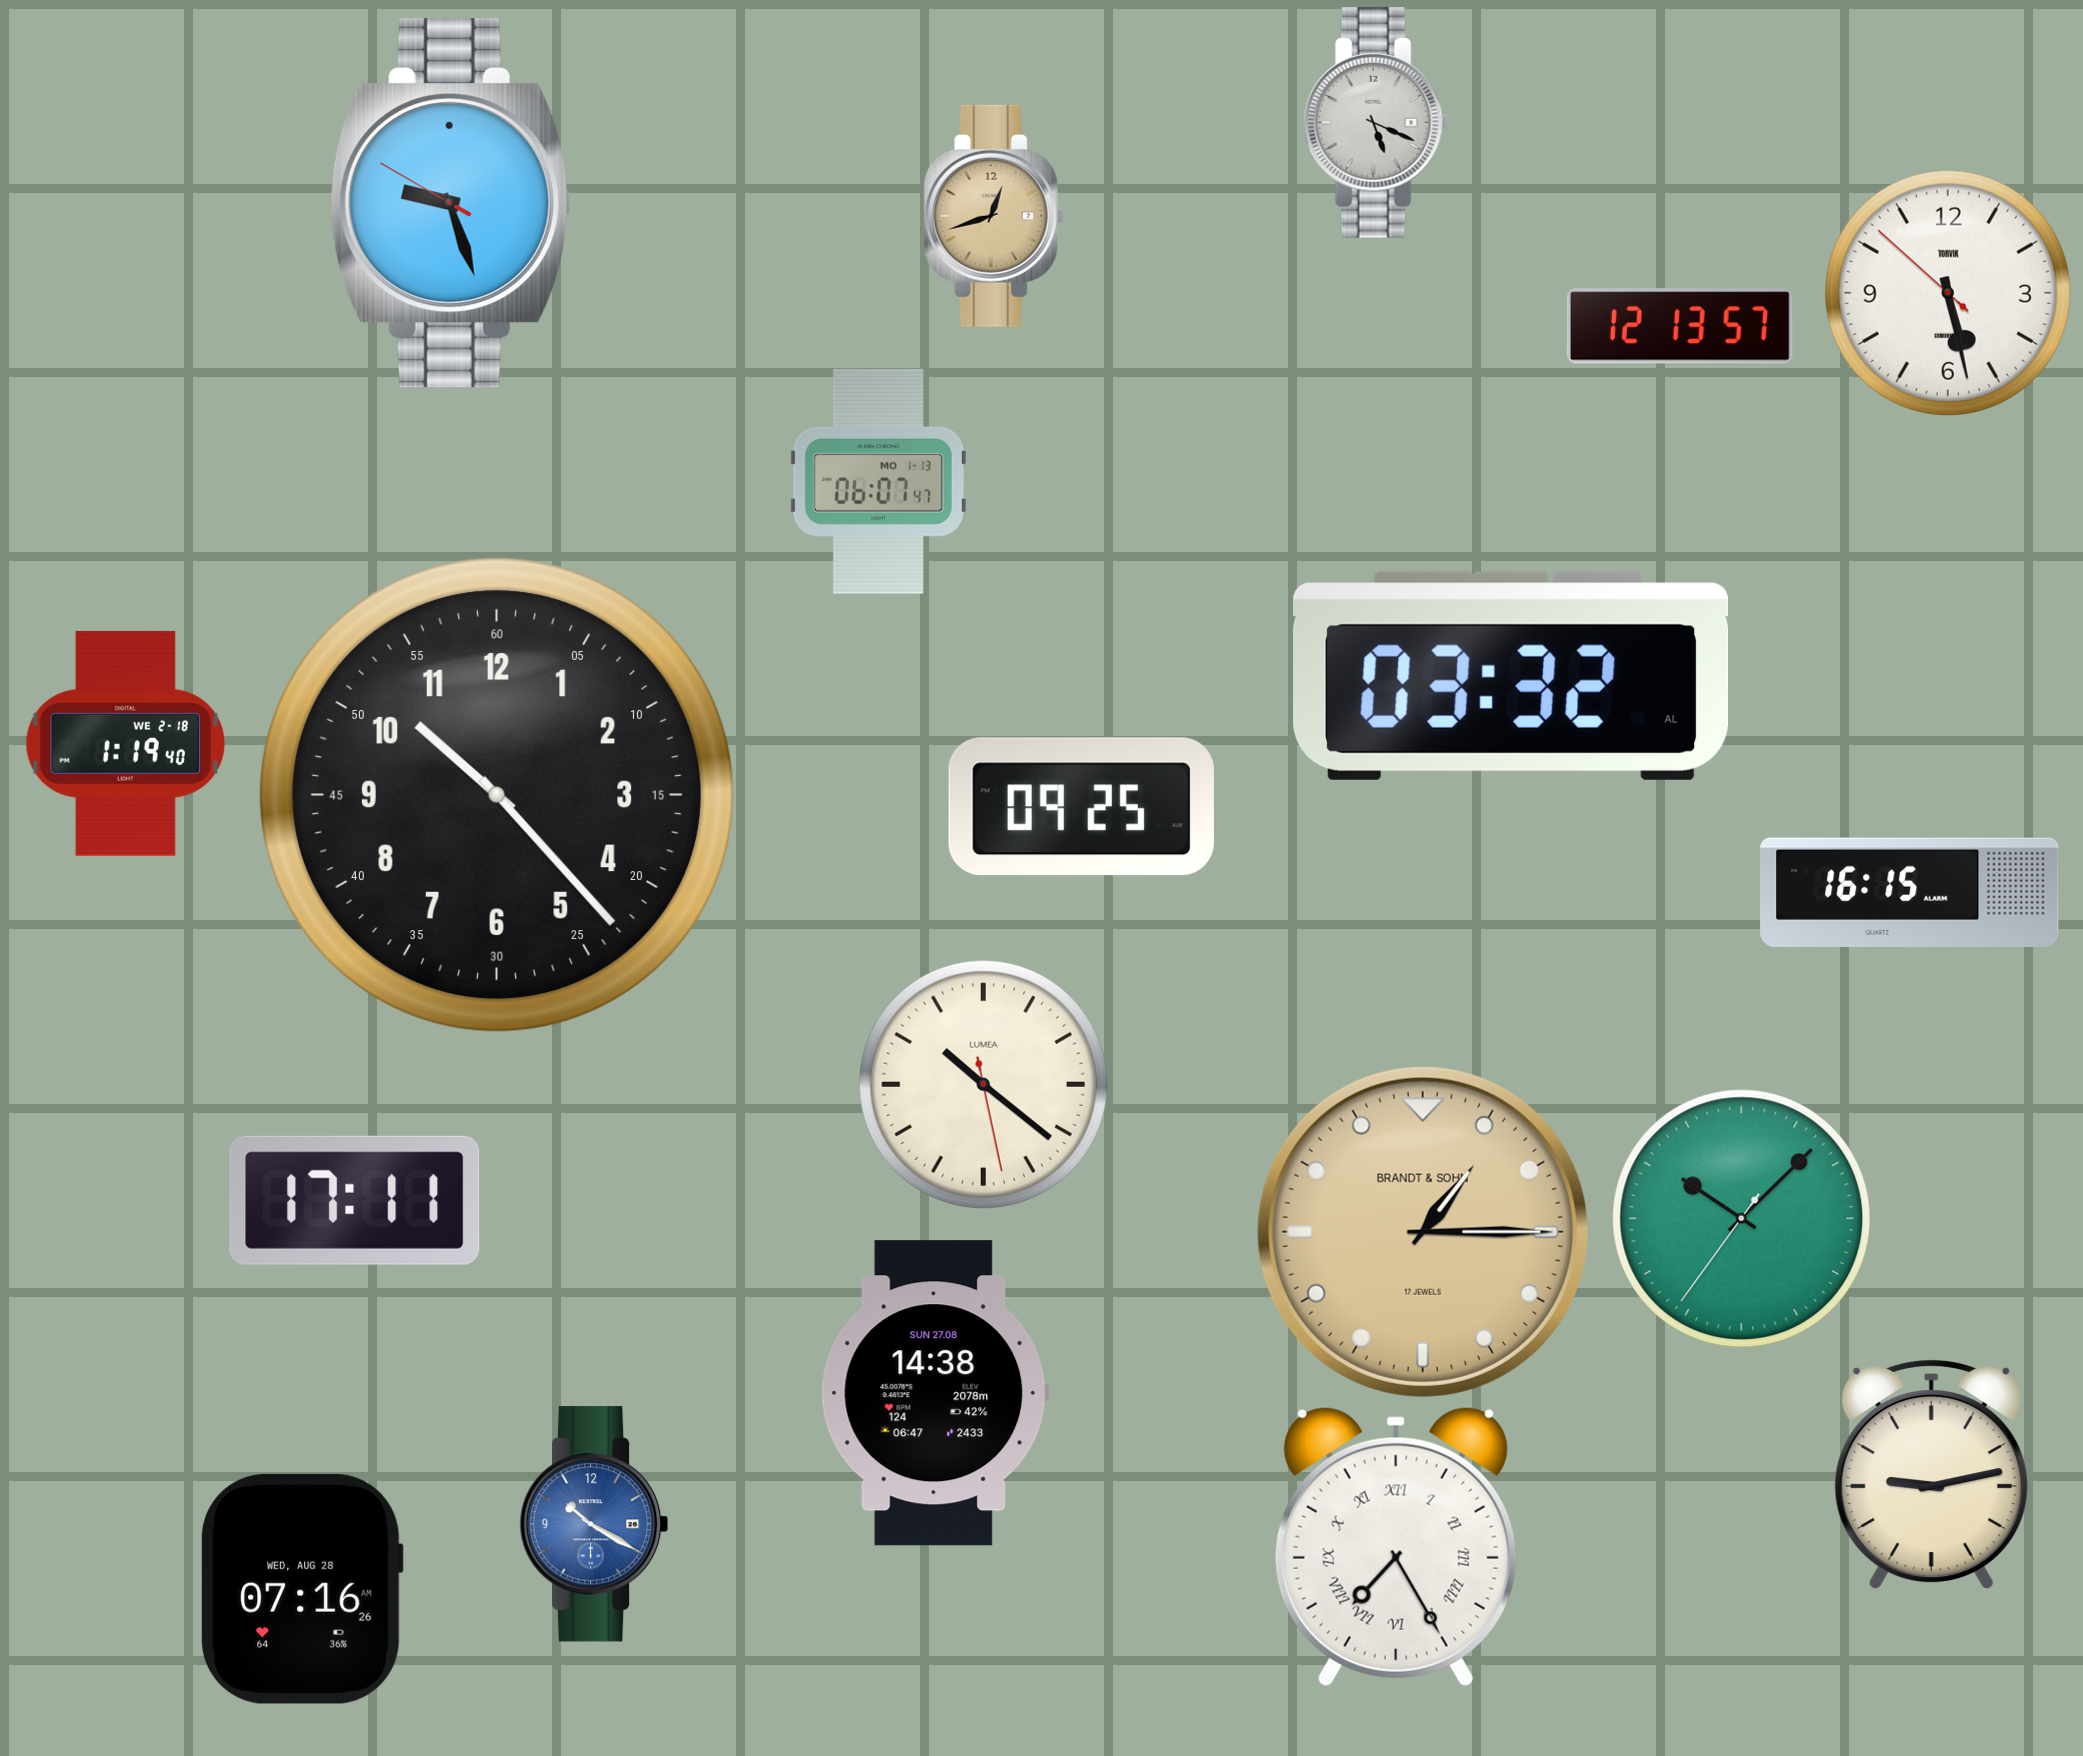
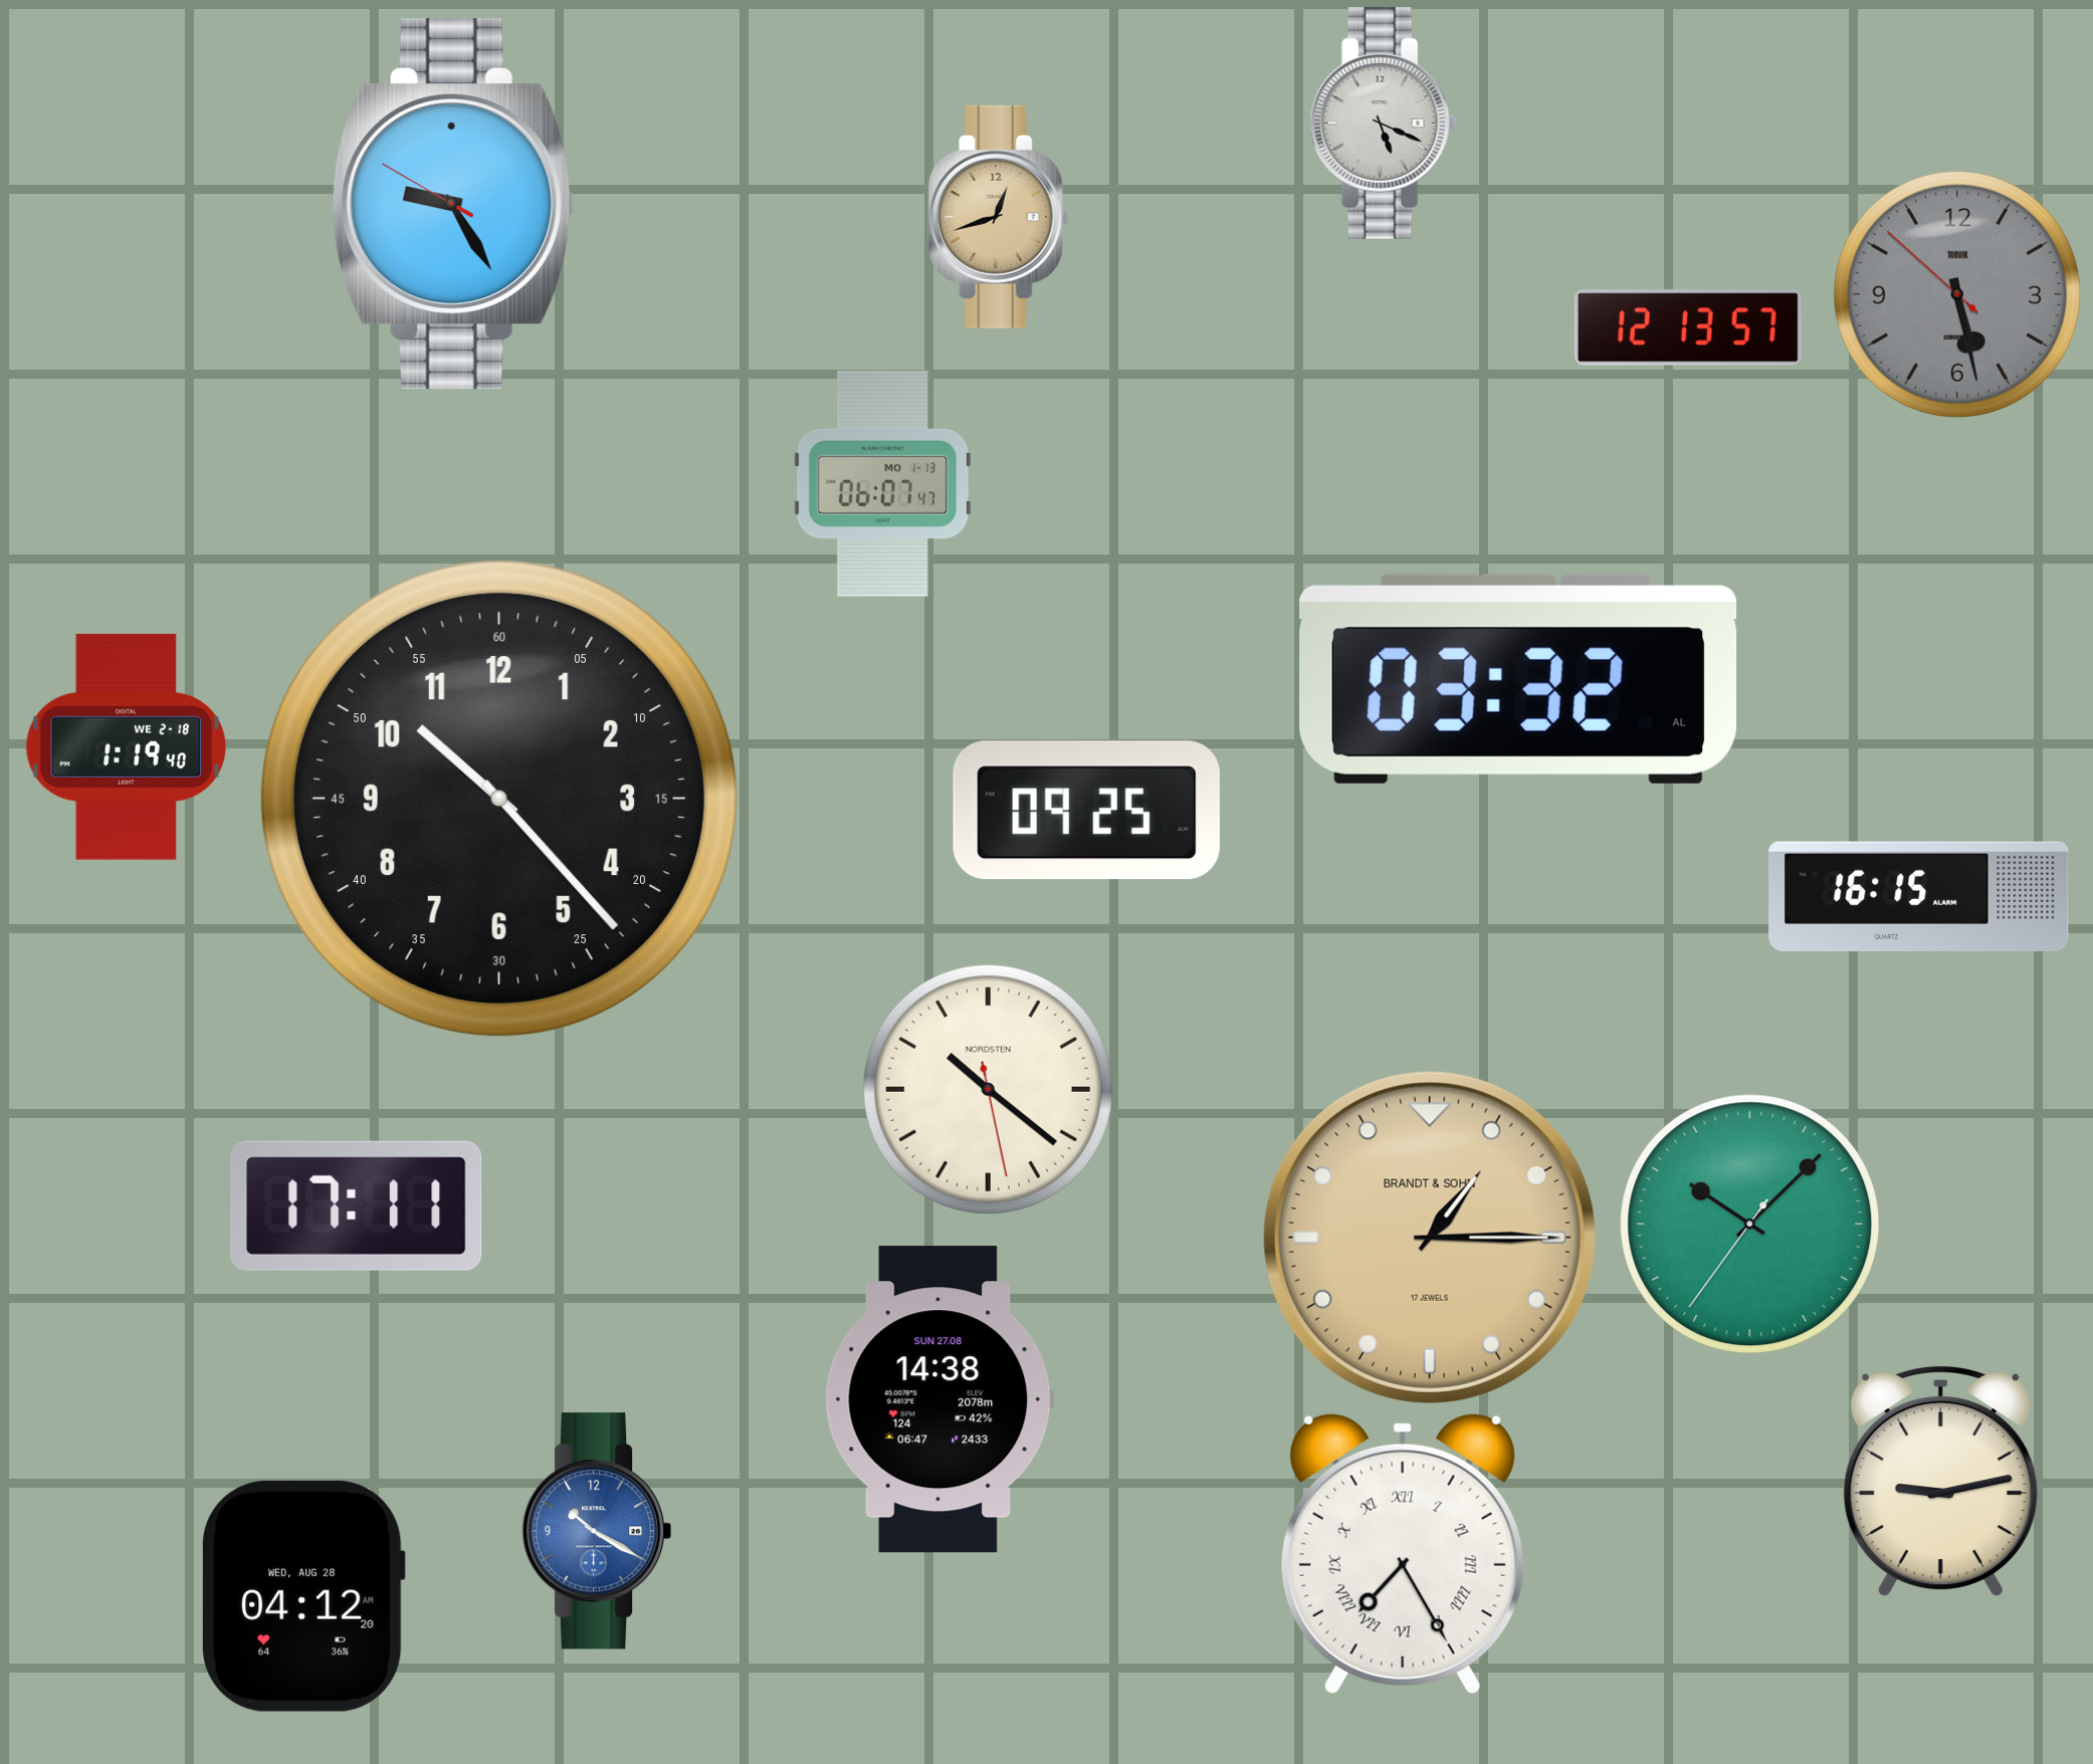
clock at (451, 203): 9:26 -> 9:24
clock at (1948, 293) dial: white -> grey
clock at (983, 1084) brand: LUMEA -> NORDSTEN
clock at (302, 1589): 07:16 -> 04:12
